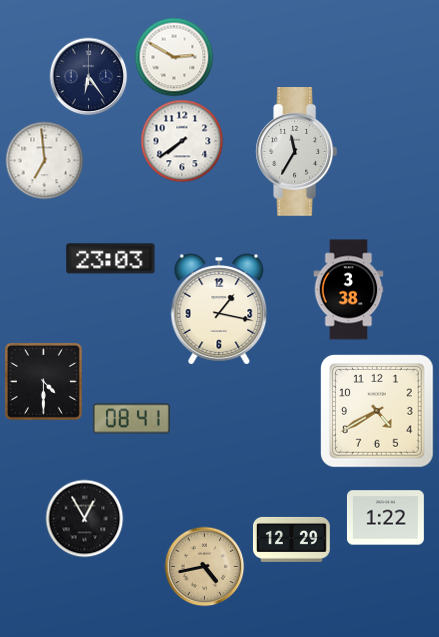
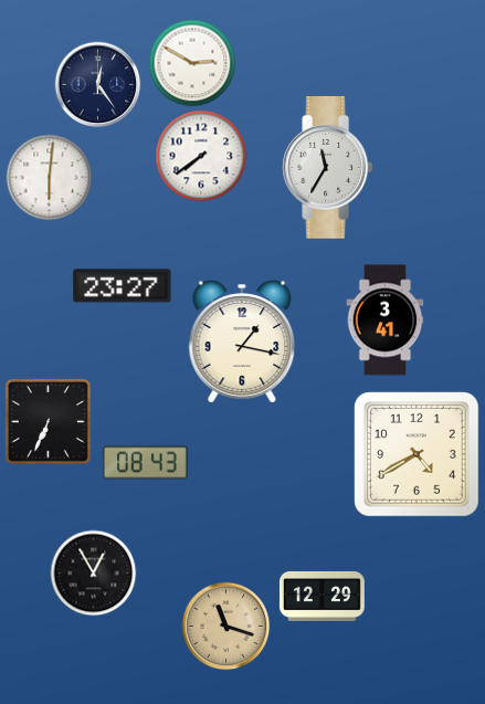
clock at (88, 76): 6:24 -> 12:24
clock at (44, 160): 6:59 -> 6:01
clock at (111, 259): 23:03 -> 23:27
clock at (349, 290): 3:38 -> 3:41
clock at (43, 381): 4:30 -> 6:34
clock at (131, 419): 08:41 -> 08:43
clock at (385, 518): 1:22 -> none
clock at (204, 566): 4:43 -> 11:18
